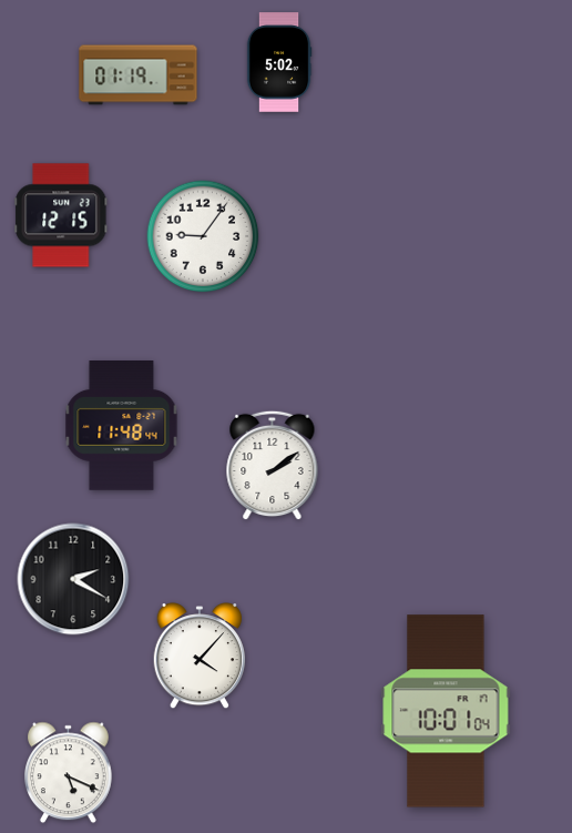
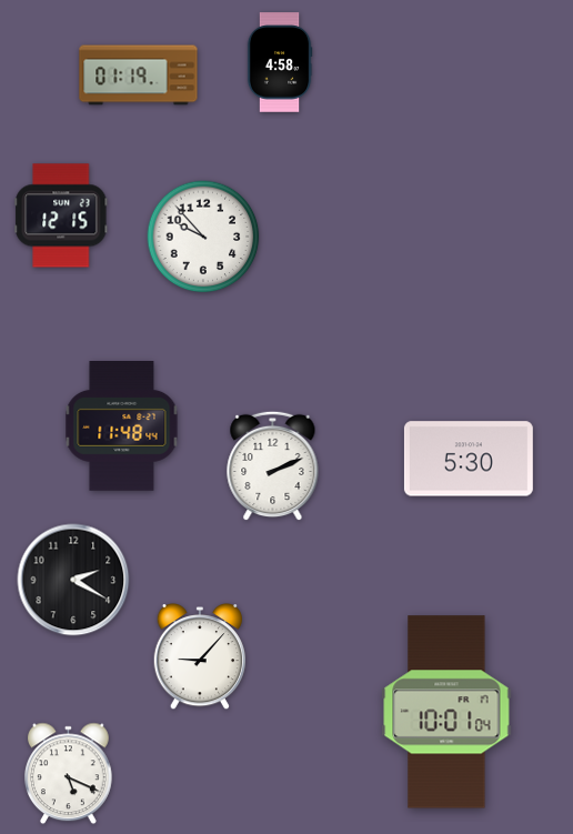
clock at (279, 62): 5:02 -> 4:58
clock at (203, 236): 9:06 -> 9:53
clock at (469, 459): none -> 5:30
clock at (273, 466): 2:09 -> 2:11
clock at (198, 657): 4:07 -> 9:07
